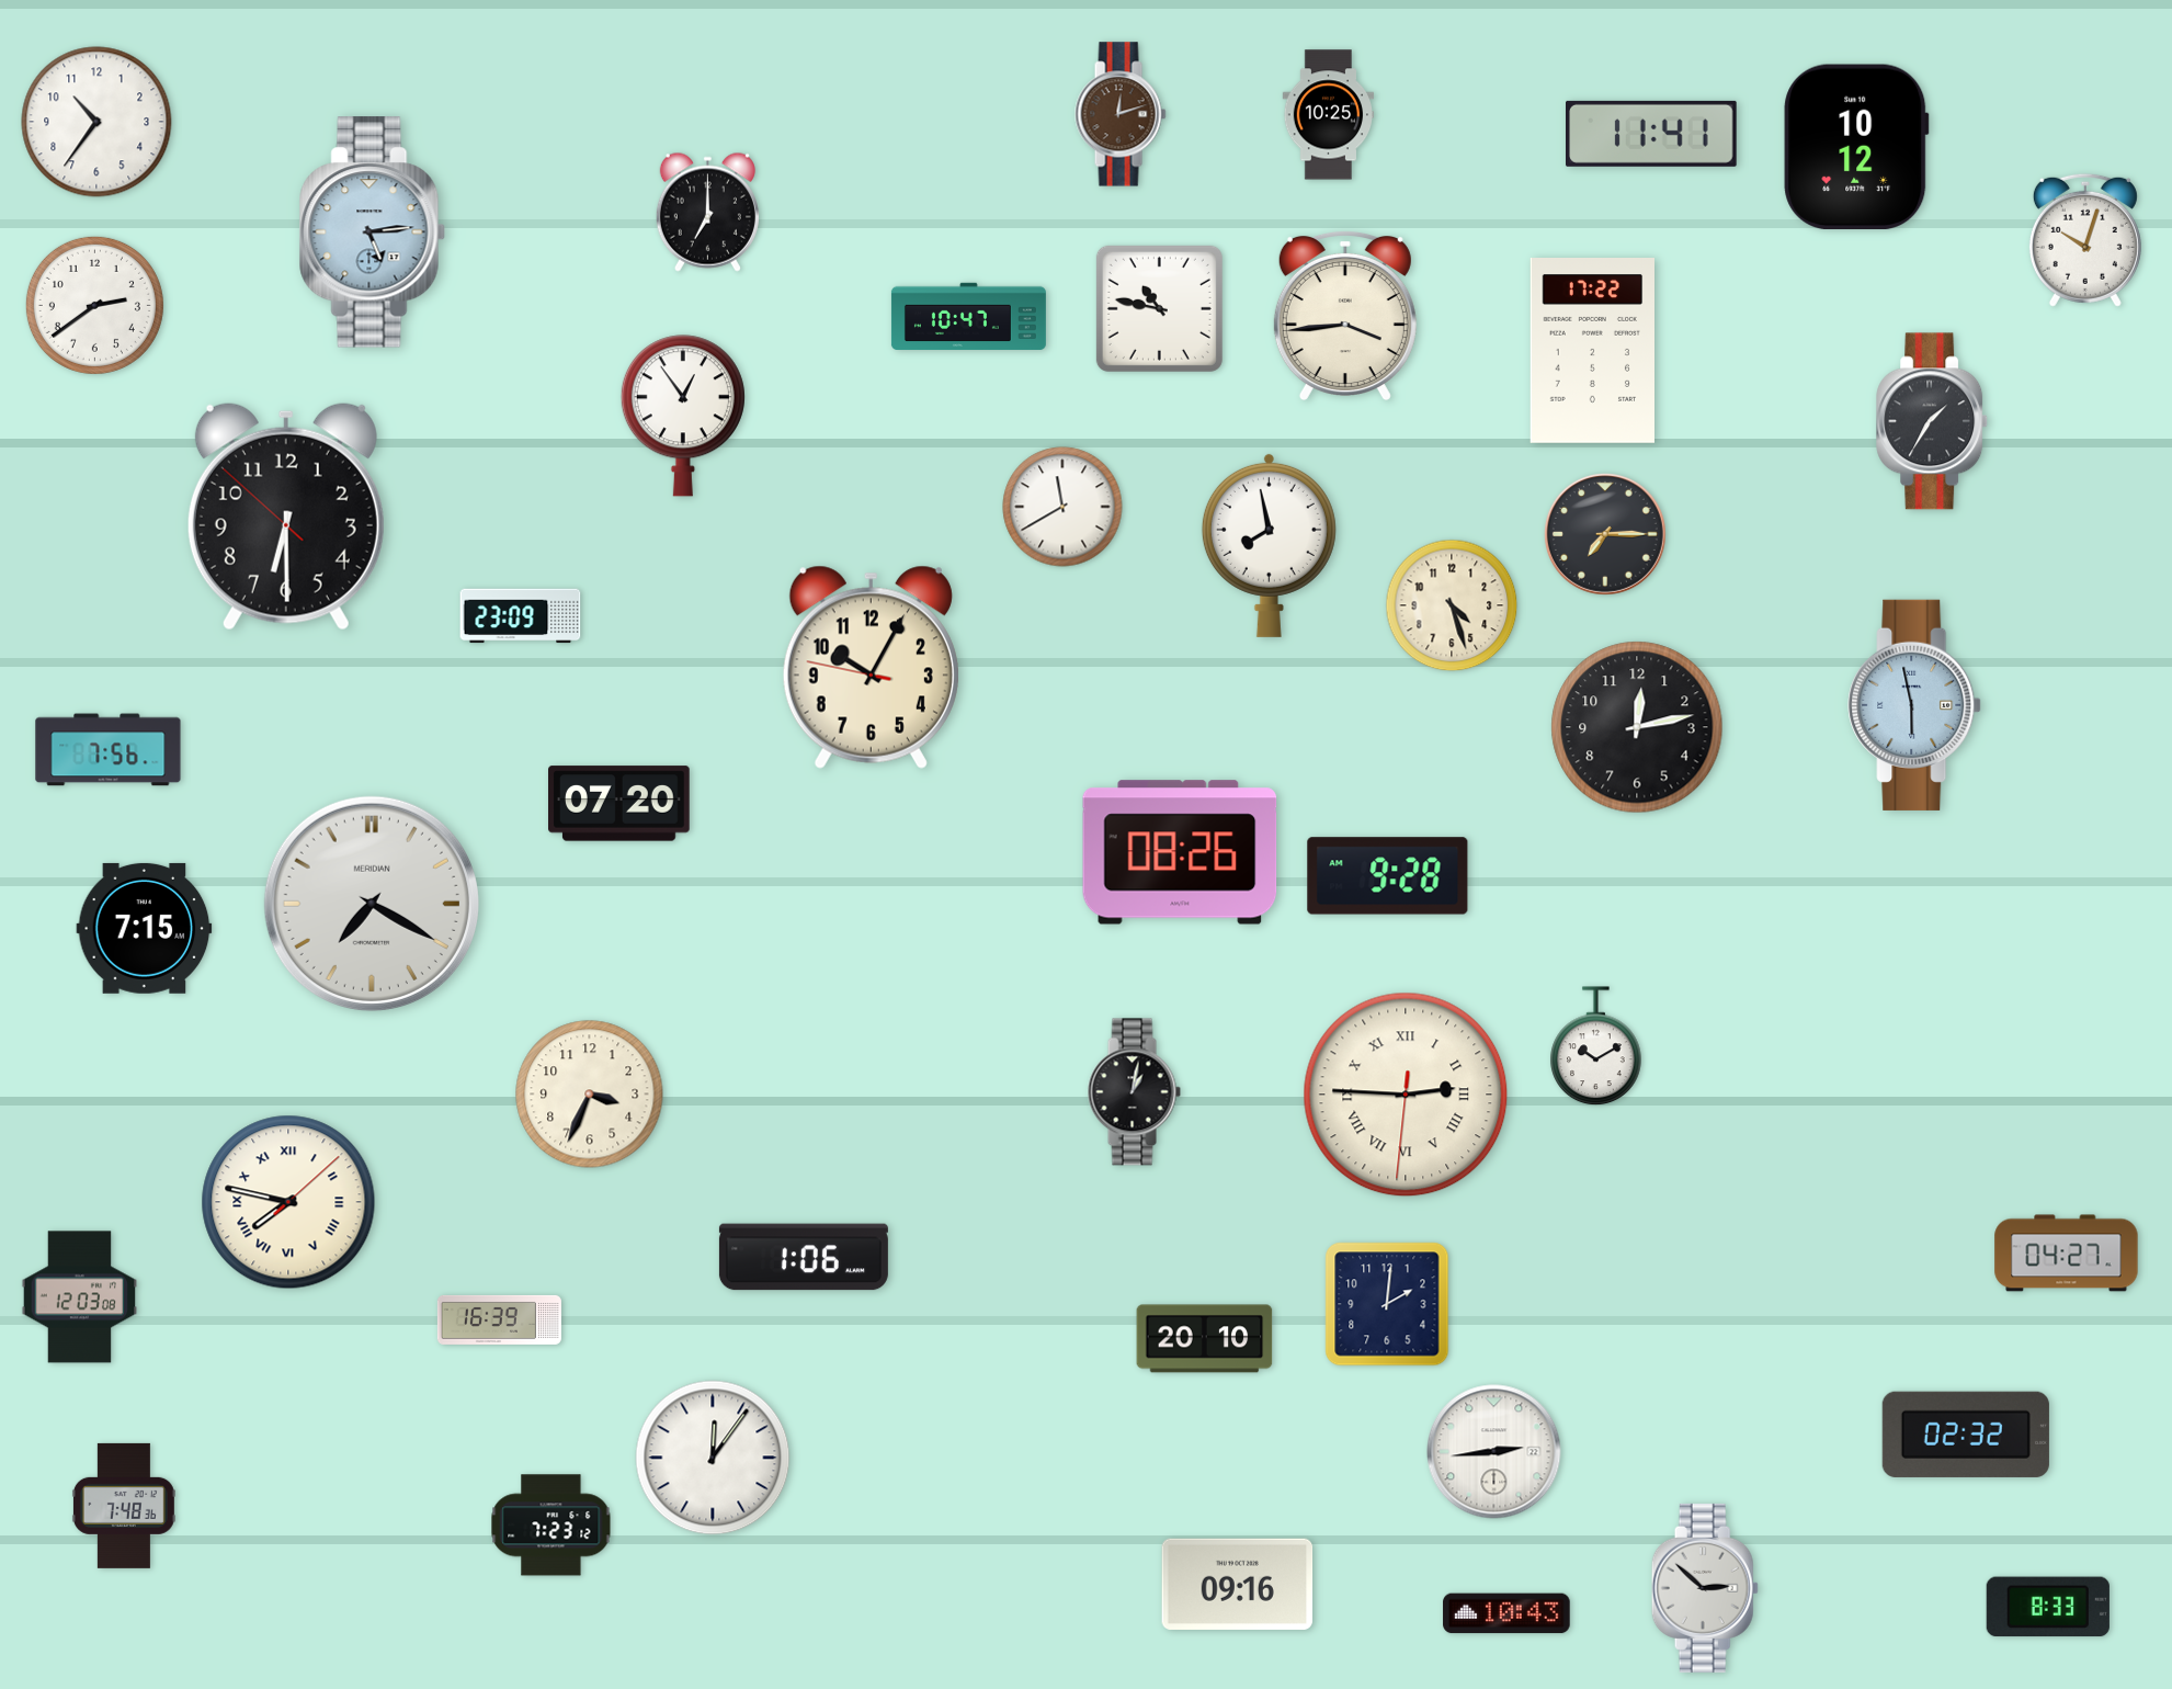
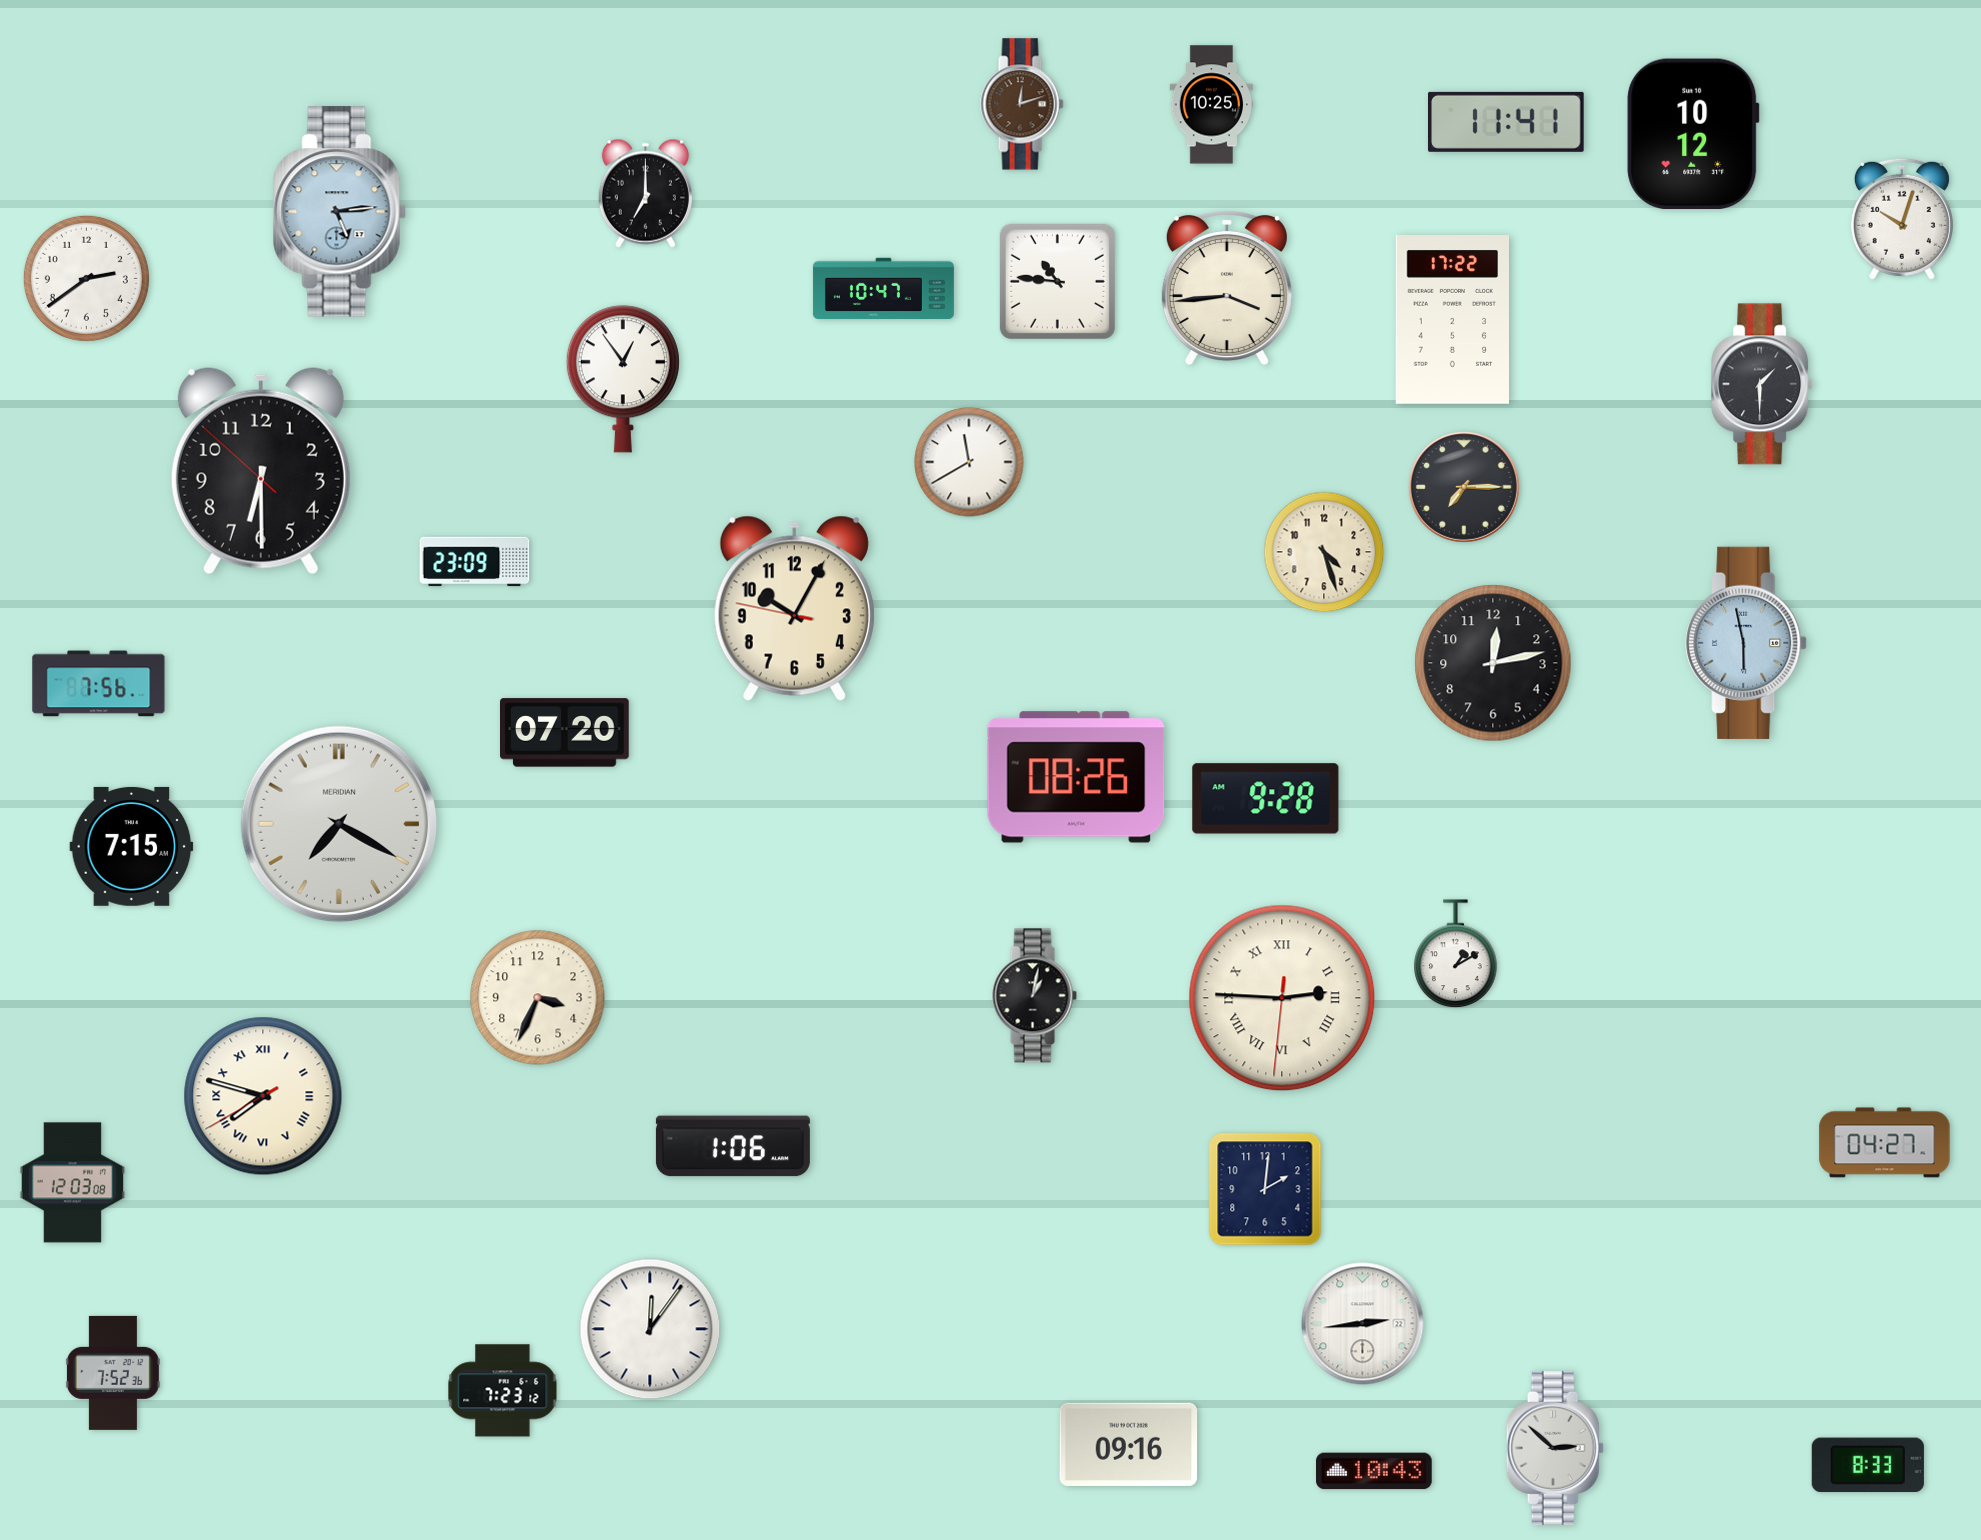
clock at (96, 122): 10:36 -> none
clock at (1159, 308): 10:47 -> 10:46
clock at (1933, 421): 1:35 -> 1:30
clock at (1269, 545): 7:58 -> none
clock at (1596, 1046): 10:10 -> 1:10
clock at (288, 1202): 7:47:08 -> 7:47:40
clock at (499, 1319): 16:39 -> none
clock at (1205, 1339): 20:10 -> none
clock at (1966, 1435): 02:32 -> none
clock at (124, 1506): 7:48 -> 7:52
